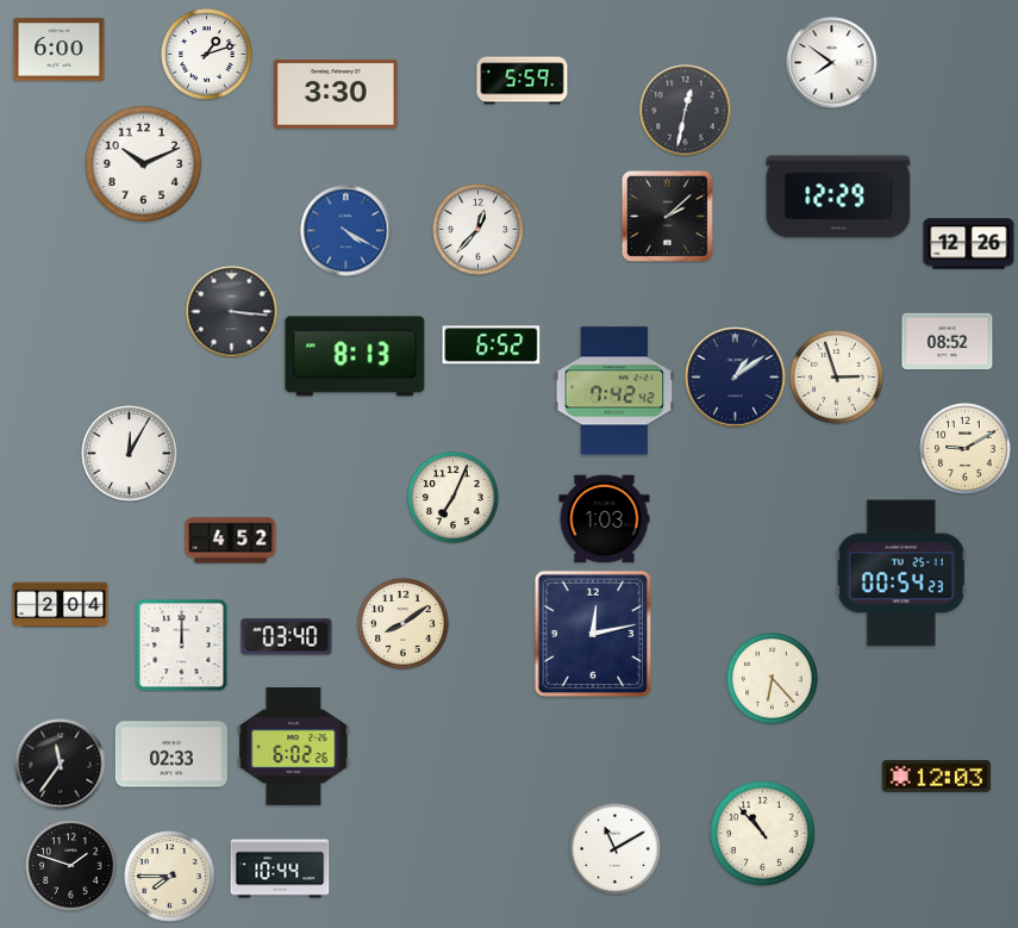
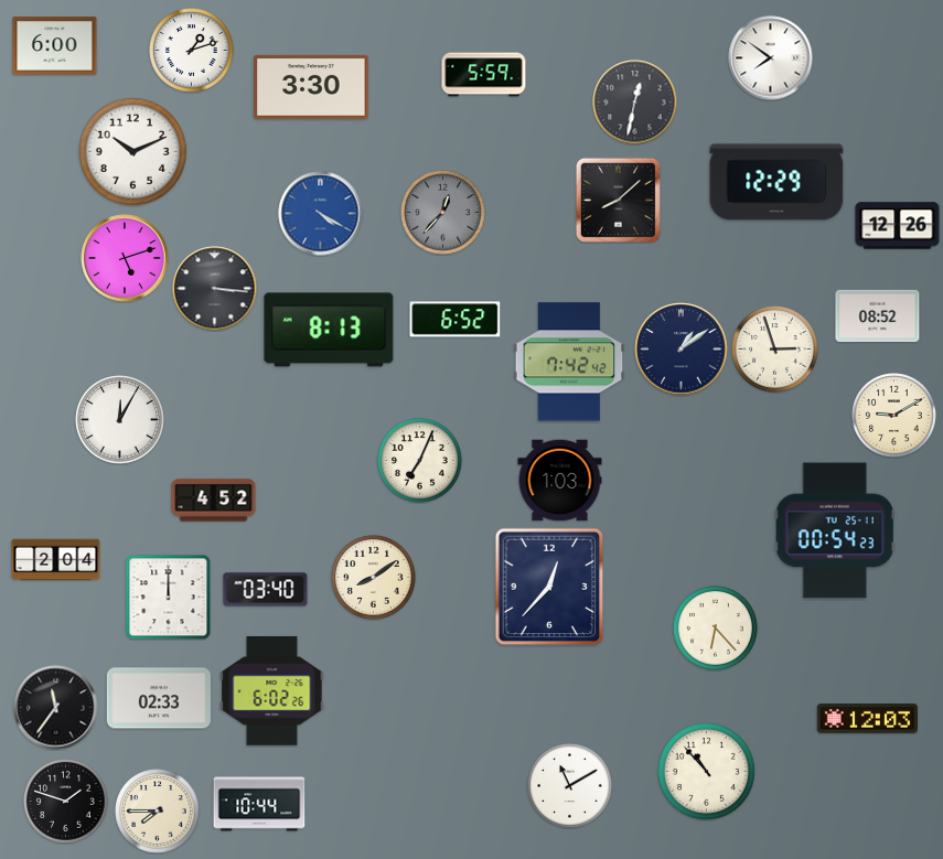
clock at (667, 216): 2:08 -> 8:08
clock at (479, 230) dial: white -> grey
clock at (125, 258): none -> 5:12
clock at (593, 634): 12:13 -> 12:37
